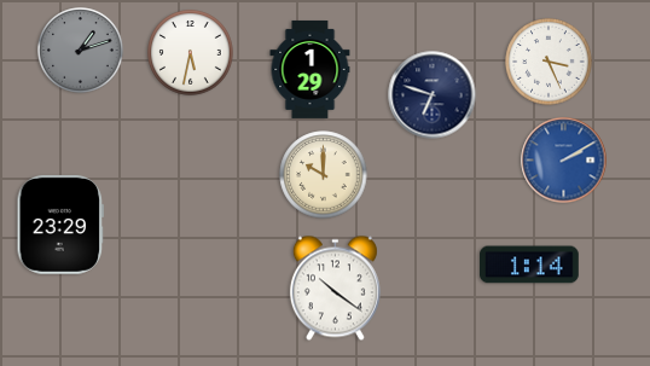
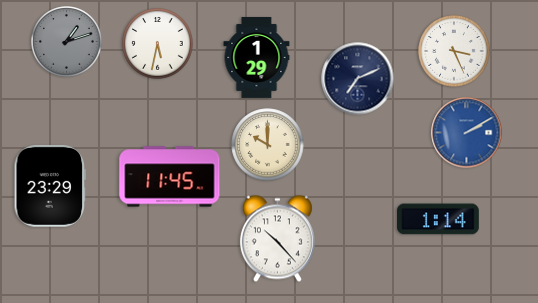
clock at (433, 95): 6:48 -> 7:11
clock at (170, 177): none -> 11:45
clock at (335, 289): 10:21 -> 10:23
